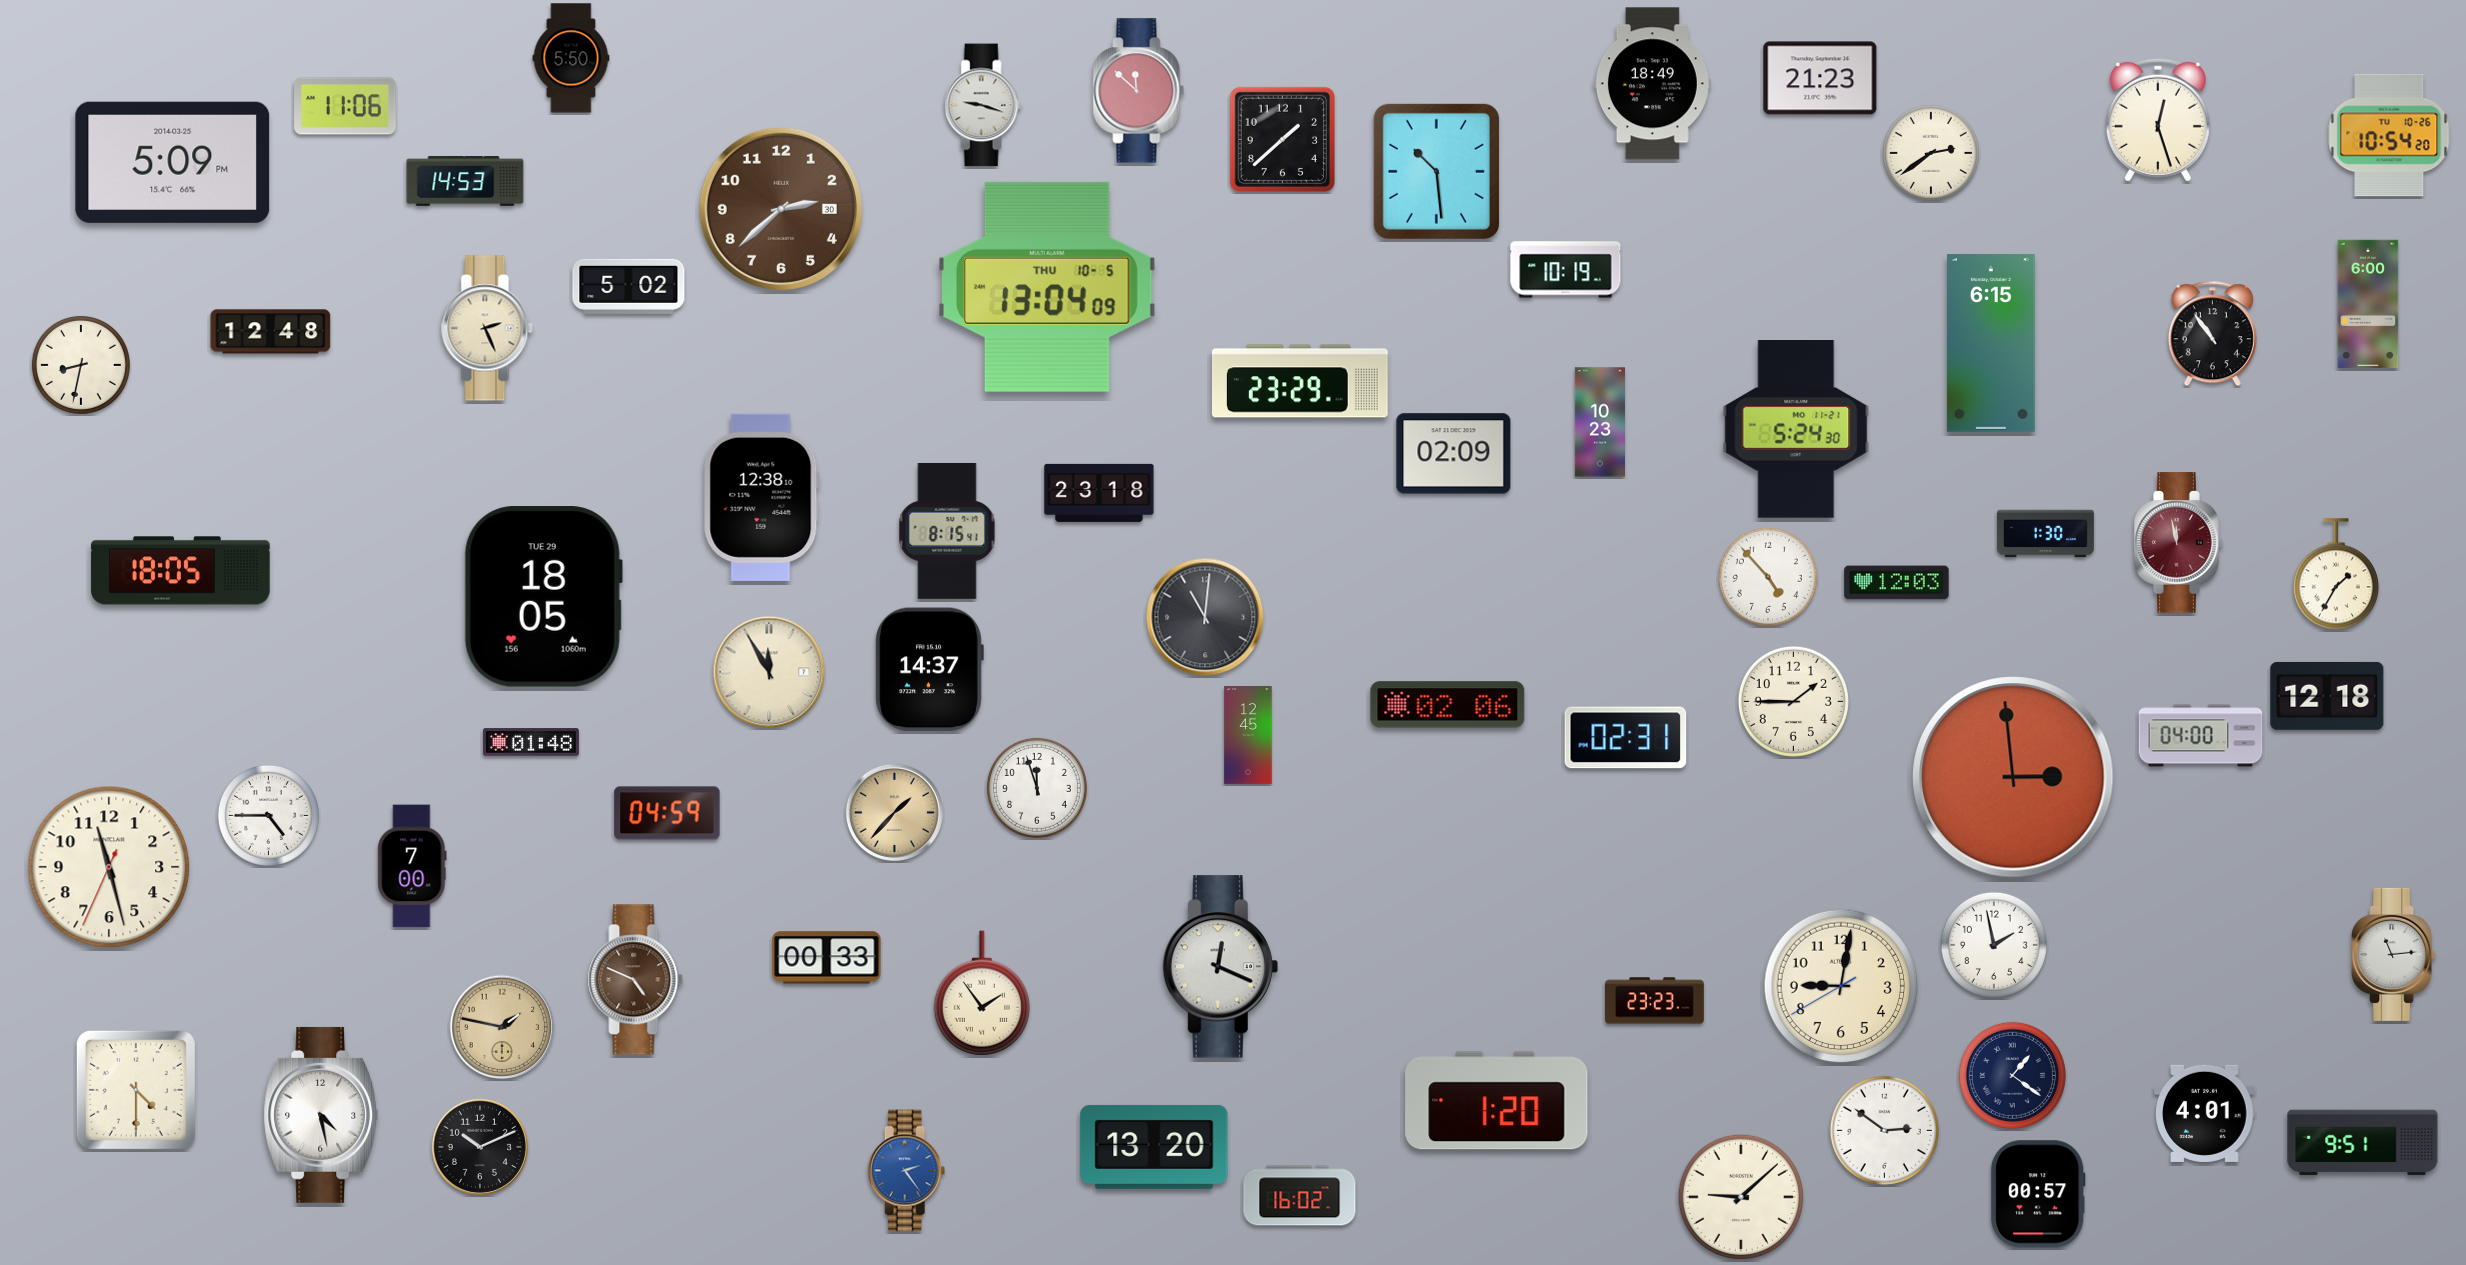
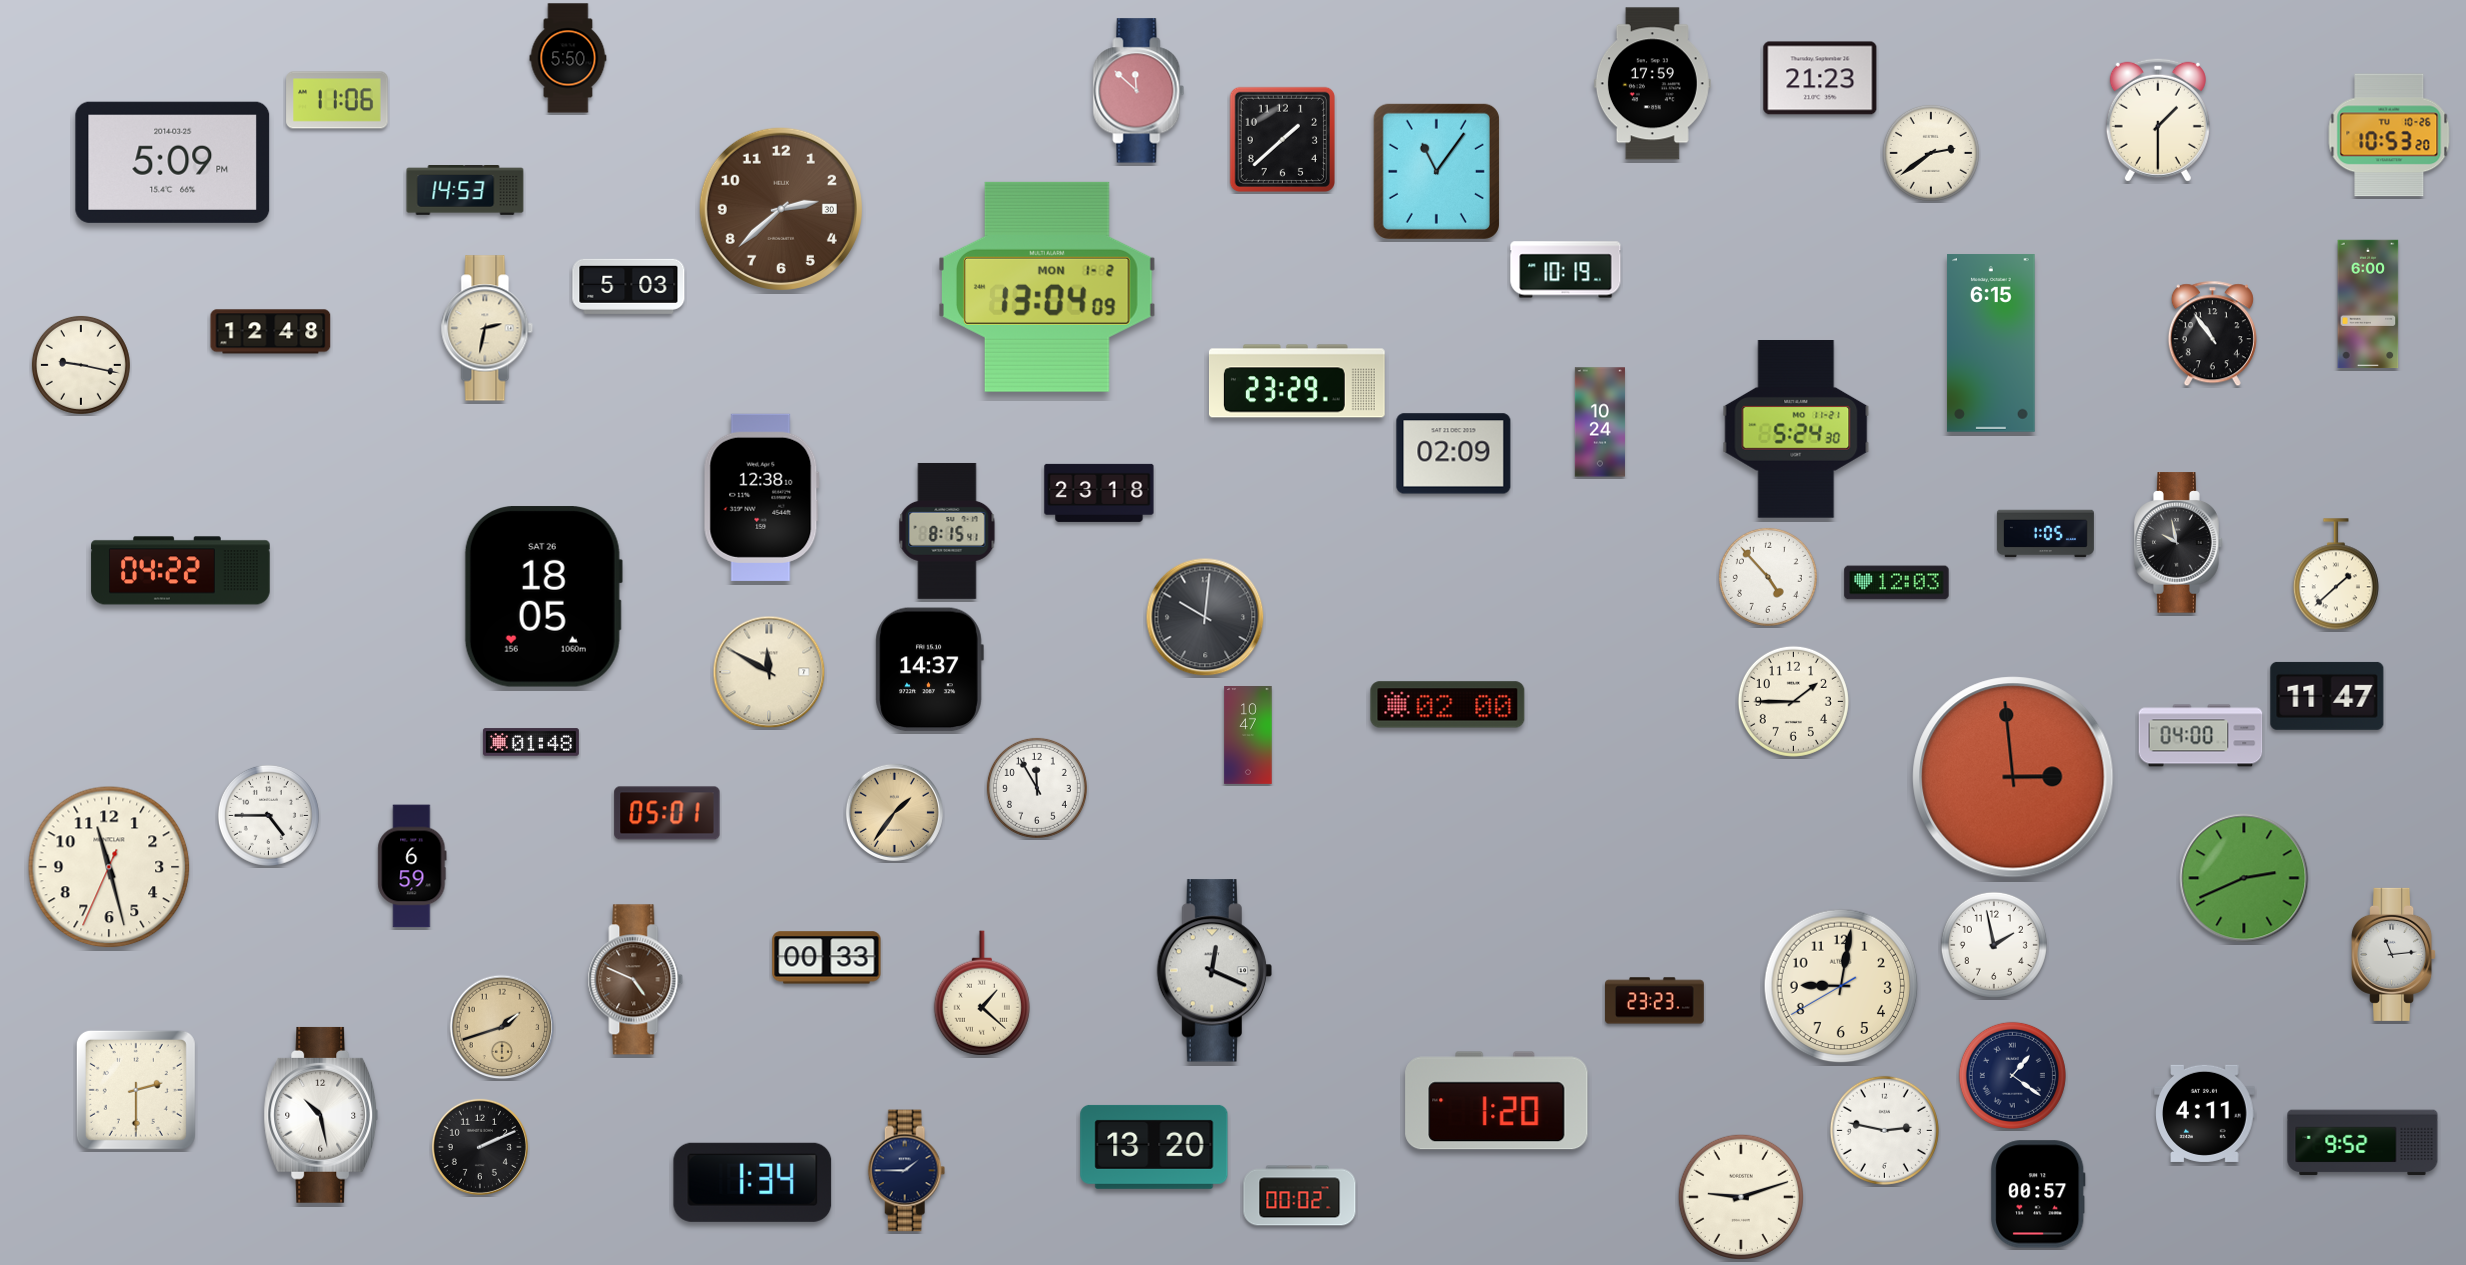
clock at (571, 58) position: (571, 58) -> (568, 58)
clock at (1652, 84): 18:49 -> 17:59
clock at (983, 105): 9:18 -> none
clock at (345, 106) position: (345, 106) -> (337, 100)
clock at (2158, 120): 12:27 -> 1:30
clock at (2389, 135): 10:54 -> 10:53
clock at (1436, 171): 10:29 -> 11:06
clock at (465, 182) position: (465, 182) -> (465, 191)
clock at (629, 286): 5:02 -> 5:03
clock at (1047, 287) date: THU 10-5 -> MON 1-2
clock at (487, 328): 2:26 -> 2:32
clock at (81, 365): 8:32 -> 9:17
clock at (1300, 381) position: (1300, 381) -> (1297, 381)
clock at (1600, 422): 10:23 -> 10:24
clock at (2045, 534): 1:30 -> 1:05
clock at (2179, 543): 11:58 -> 9:58
clock at (2179, 543) dial: burgundy -> black
clock at (181, 571): 18:05 -> 04:22
clock at (2336, 575): 1:35 -> 1:38
clock at (543, 597) date: TUE 29 -> SAT 26
clock at (1205, 617): 11:01 -> 10:01
clock at (769, 672): 11:55 -> 11:50
clock at (2327, 696): 12:18 -> 11:47
clock at (1448, 705): 02:06 -> 02:00
clock at (1248, 736): 12:45 -> 10:47
clock at (1626, 738): 02:31 -> none
clock at (1037, 788): 11:57 -> 11:55
clock at (894, 812): 1:37 -> 1:36
clock at (667, 813): 04:59 -> 05:01
clock at (412, 866): 7:00 -> 6:59
clock at (2244, 878): none -> 2:41
clock at (1220, 967) position: (1220, 967) -> (1214, 971)
clock at (982, 993): 1:54 -> 1:22
clock at (502, 1027): 1:47 -> 1:42
clock at (136, 1090): 4:30 -> 2:30
clock at (2205, 1113): 4:01 -> 4:11
clock at (321, 1115): 4:28 -> 10:28
clock at (1884, 1130): 2:51 -> 2:47
clock at (2363, 1143): 9:51 -> 9:52
clock at (480, 1147): 10:11 -> 2:11
clock at (907, 1171): 2:24 -> 1:45
clock at (907, 1171) dial: blue -> navy
clock at (753, 1182): none -> 1:34
clock at (1300, 1196): 16:02 -> 00:02
clock at (1741, 1197): 9:08 -> 9:12
